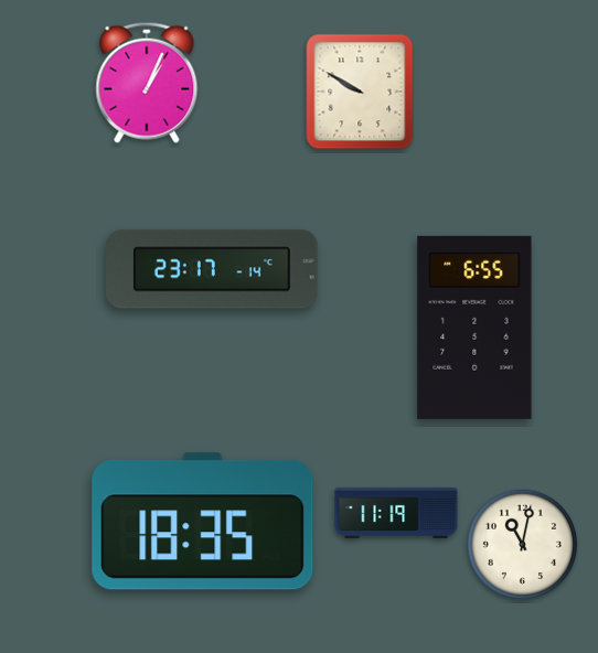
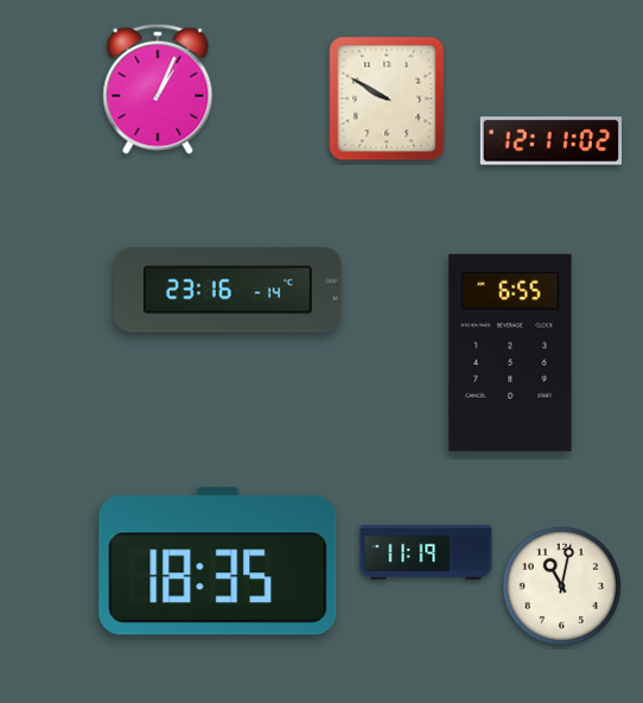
clock at (550, 141): none -> 12:11
clock at (212, 269): 23:17 -> 23:16
